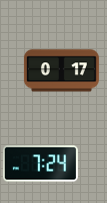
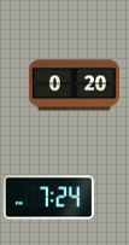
clock at (61, 71): 0:17 -> 0:20
